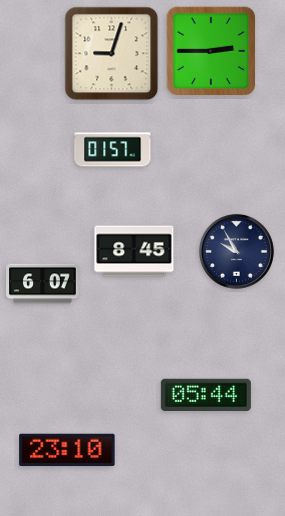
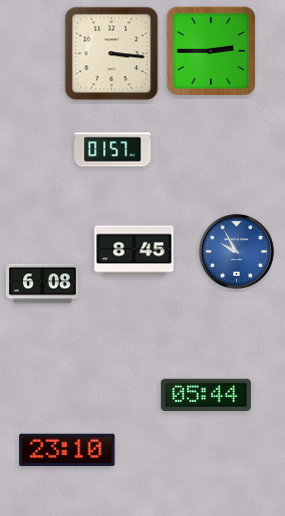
clock at (112, 54): 9:03 -> 3:16
clock at (236, 251) dial: navy -> blue
clock at (43, 284): 6:07 -> 6:08
